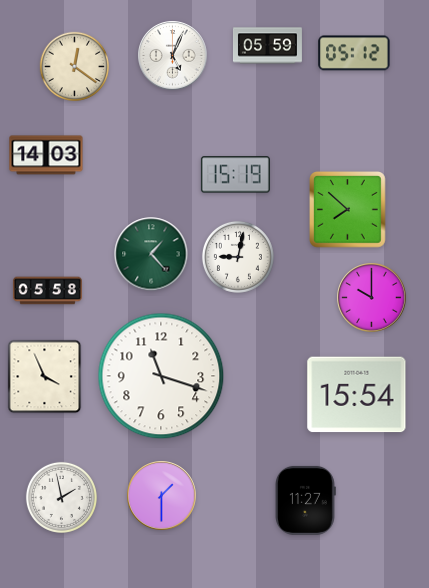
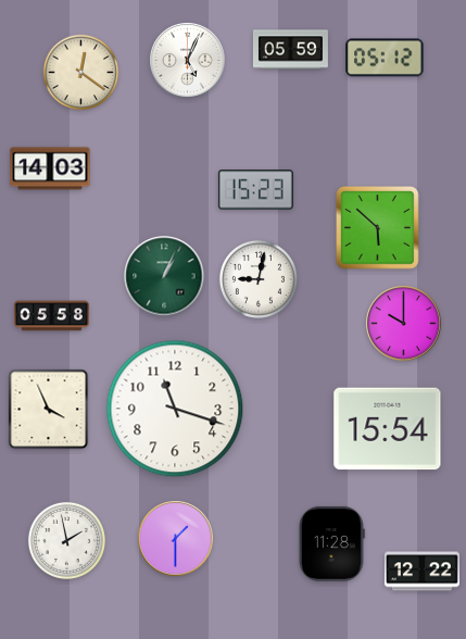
clock at (235, 175): 15:19 -> 15:23
clock at (348, 210): 7:52 -> 5:52
clock at (151, 254): 1:23 -> 1:04
clock at (306, 500): 11:27 -> 11:28
clock at (421, 572): none -> 12:22
